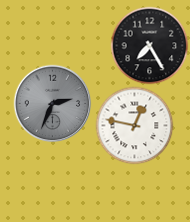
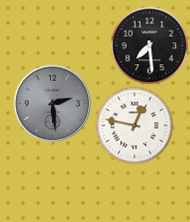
clock at (149, 45): 7:25 -> 7:29
clock at (52, 103): 2:34 -> 2:29
